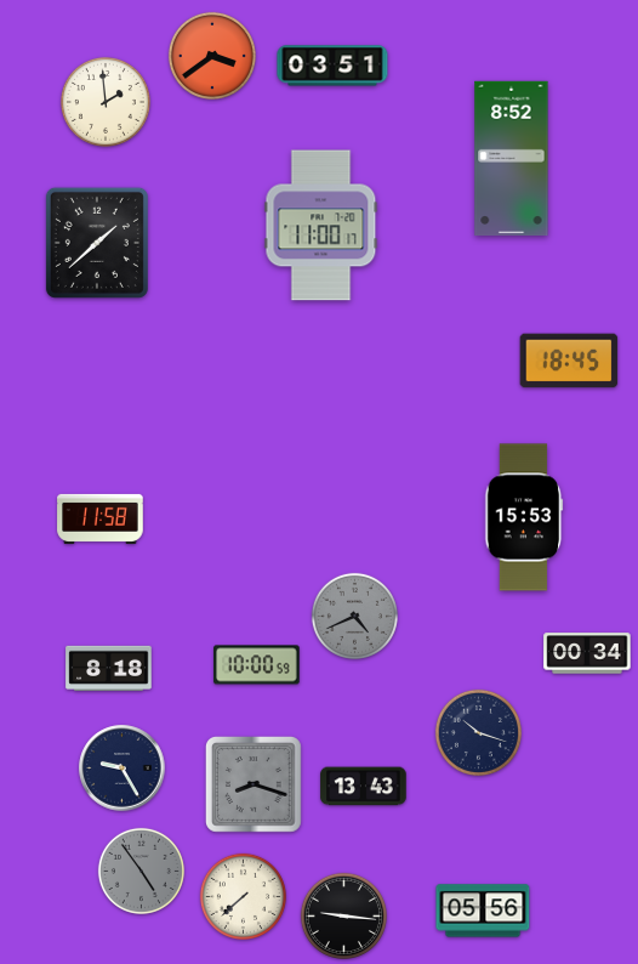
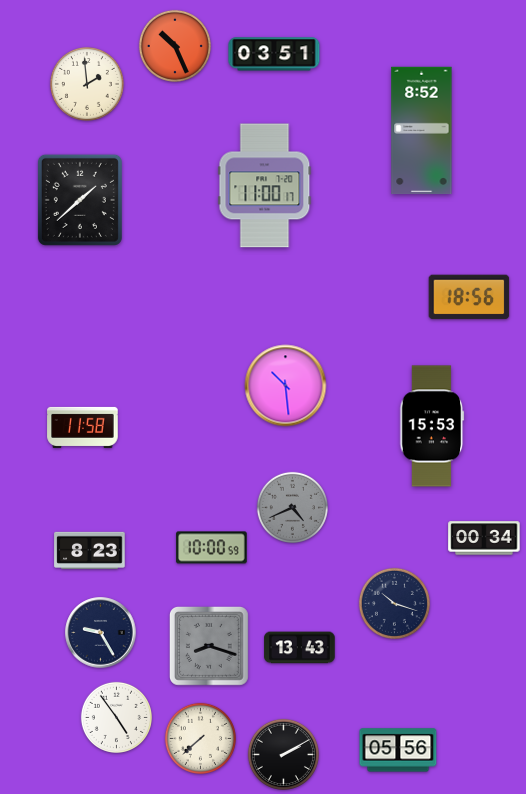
clock at (212, 56): 3:39 -> 10:26
clock at (569, 361): 18:45 -> 18:56
clock at (286, 386): none -> 10:29
clock at (109, 668): 8:18 -> 8:23
clock at (141, 871) dial: grey -> white
clock at (343, 915): 9:16 -> 2:10
